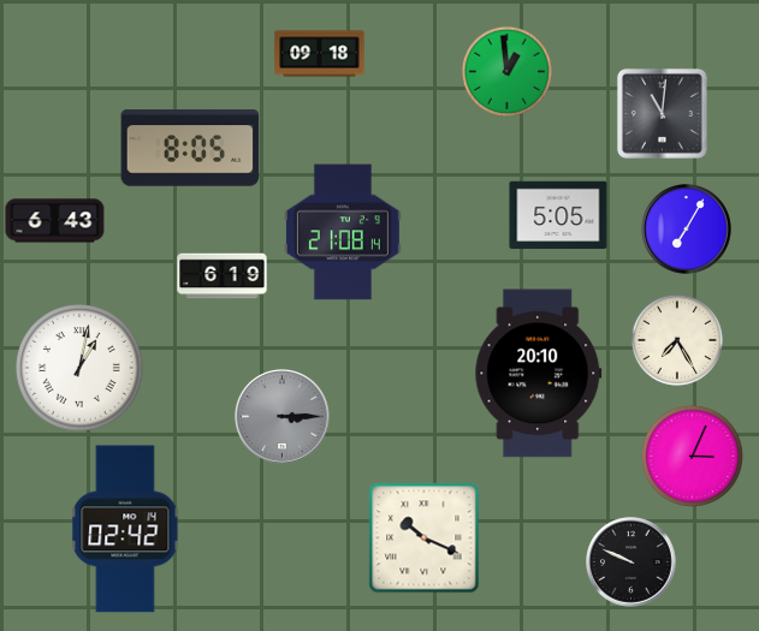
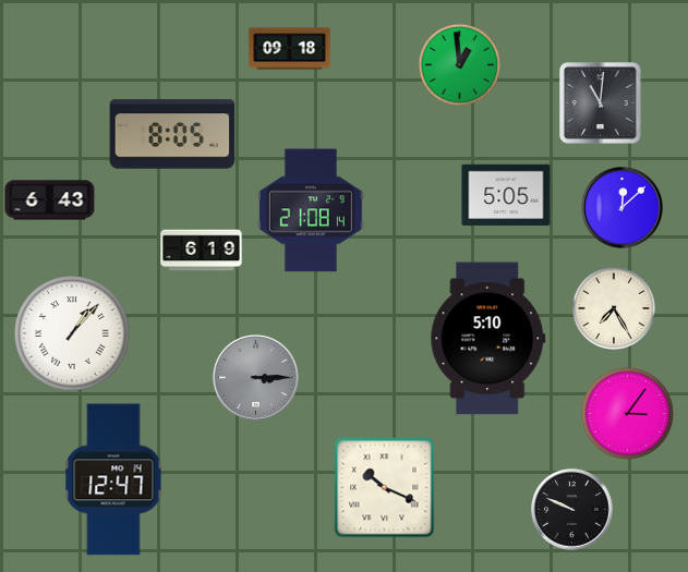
clock at (687, 230): 7:05 -> 12:08
clock at (79, 368): 1:02 -> 1:07
clock at (539, 374): 20:10 -> 5:10
clock at (692, 456): 3:04 -> 3:06
clock at (125, 529): 02:42 -> 12:47
